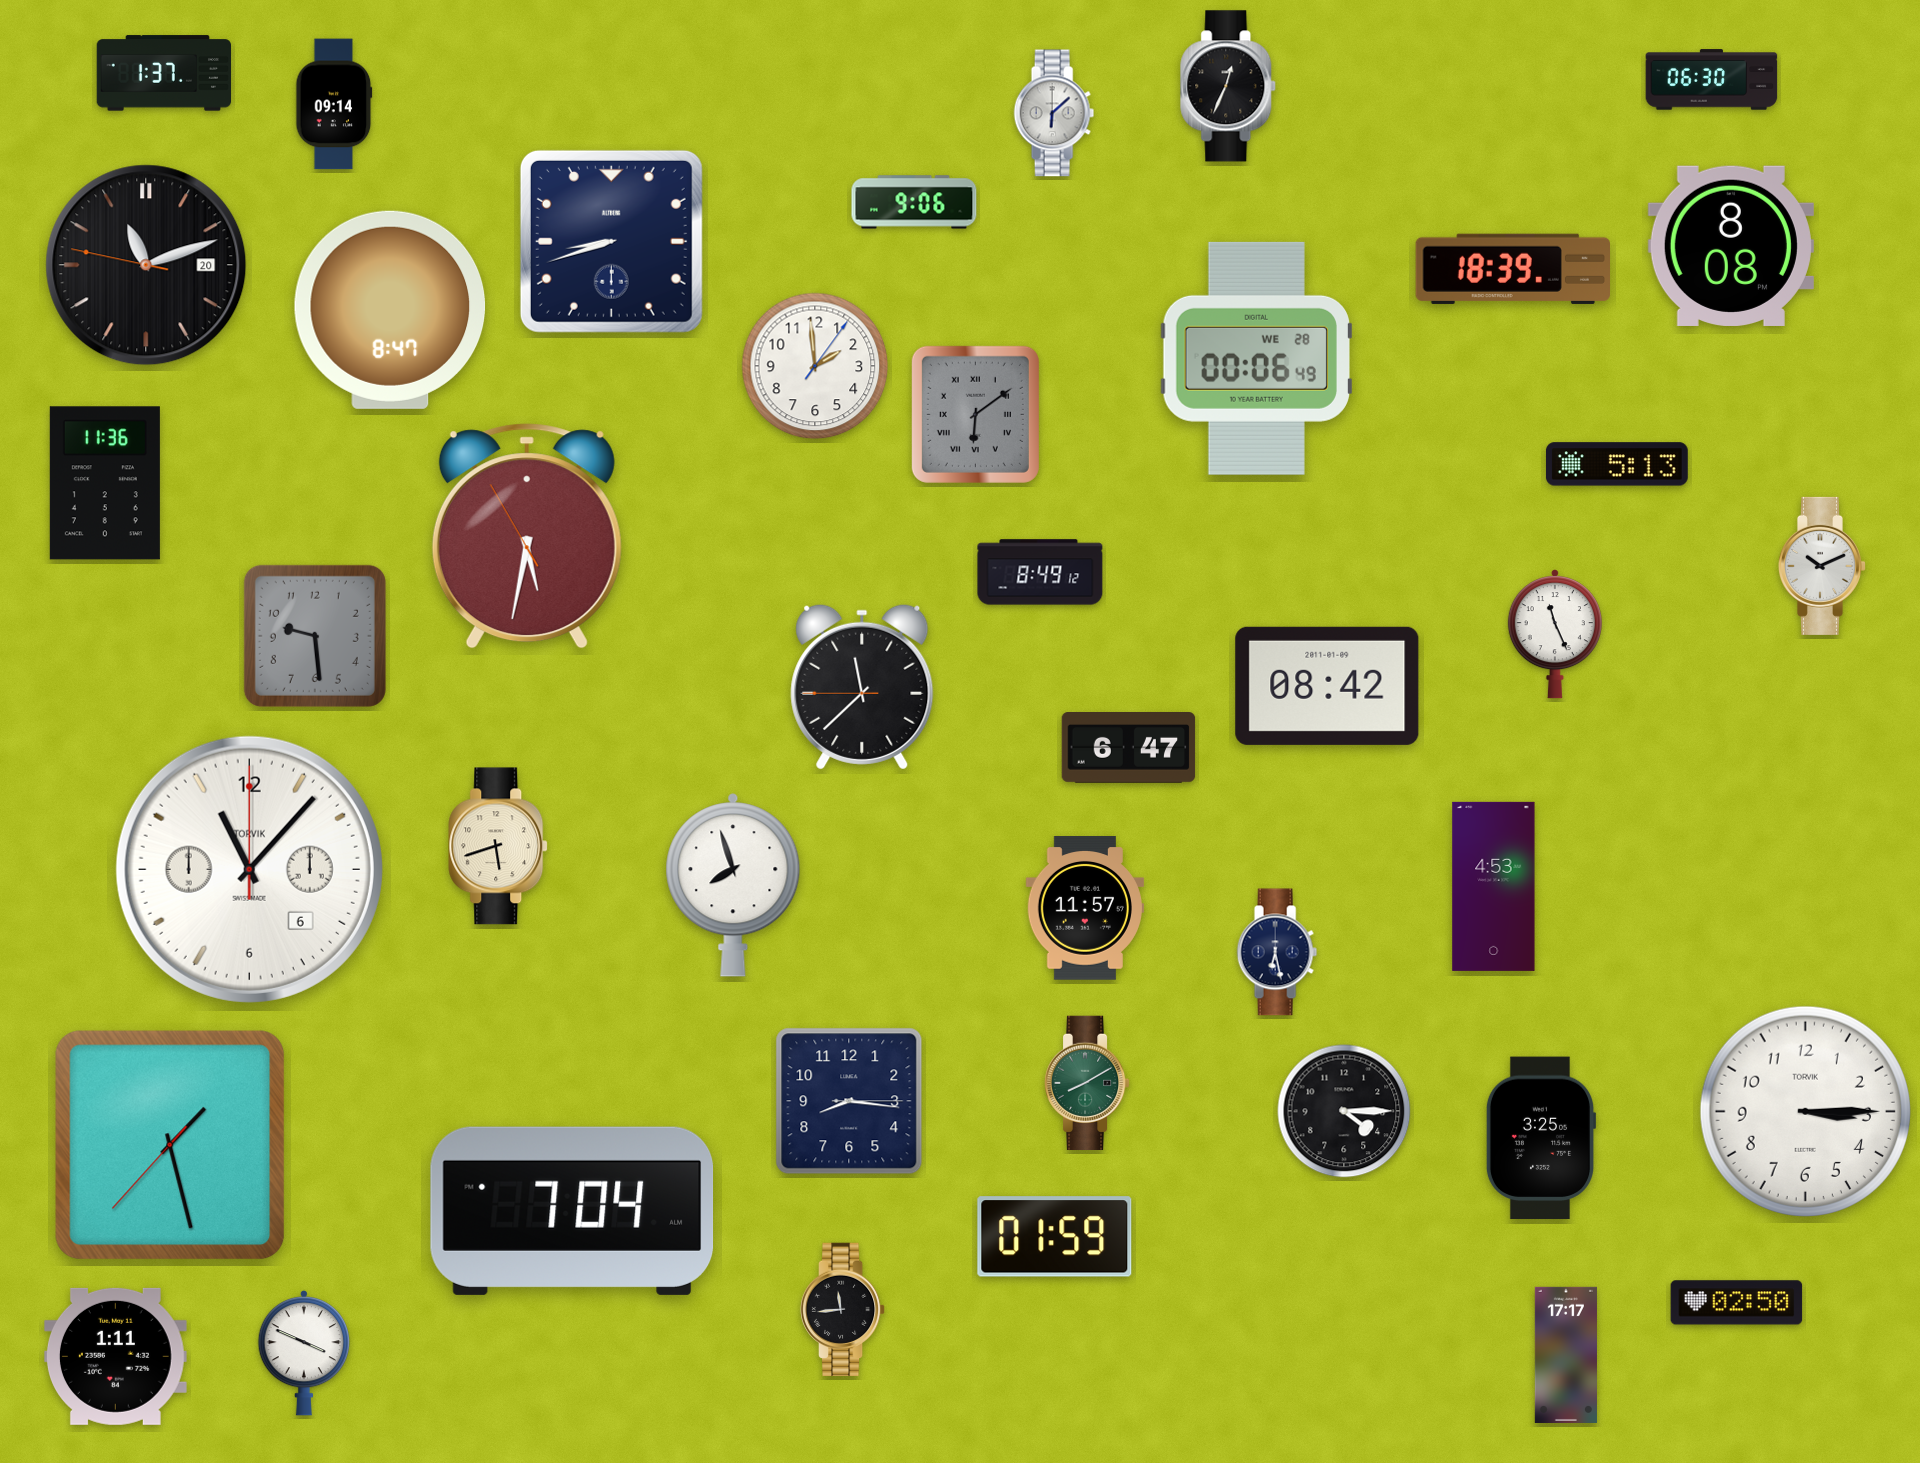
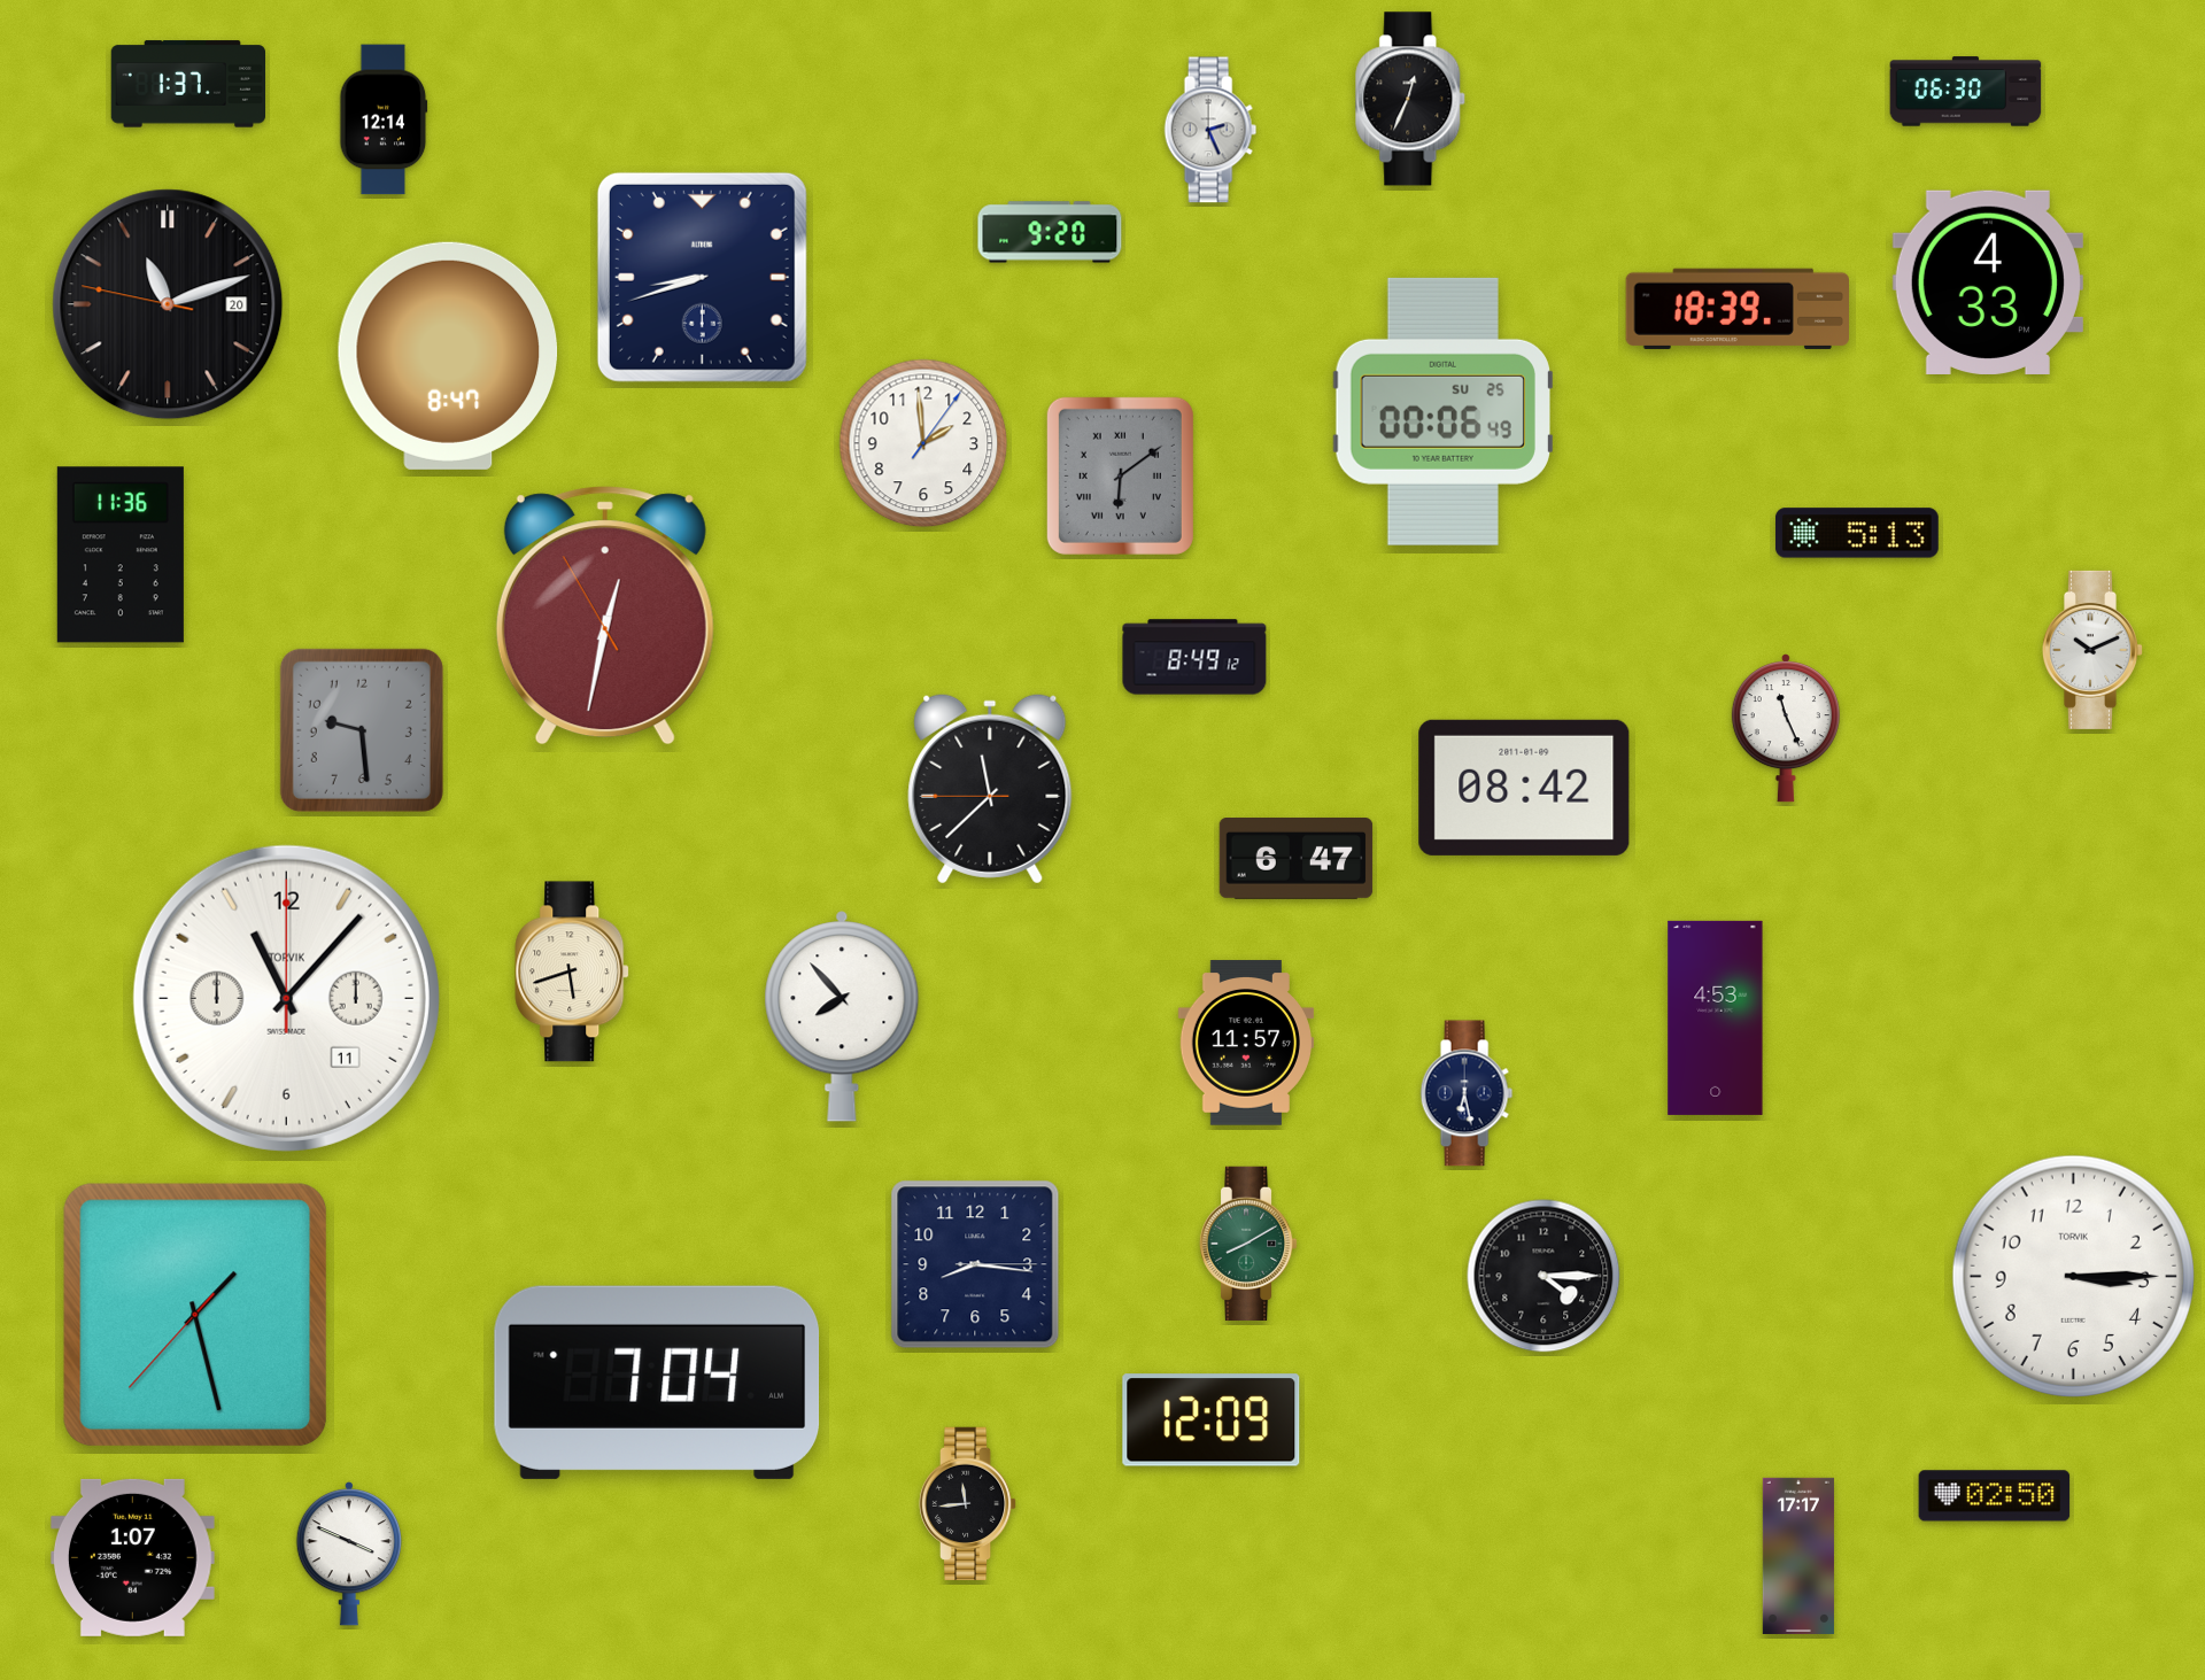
clock at (334, 104): 09:14 -> 12:14
clock at (1054, 113): 6:08 -> 2:26
clock at (914, 202): 9:06 -> 9:20
clock at (1731, 245): 8:08 -> 4:33
clock at (1256, 358) date: WE 28 -> SU 25
clock at (815, 366) position: (815, 366) -> (923, 443)
clock at (527, 536): 5:31 -> 12:31
clock at (249, 869) date: 6 -> 11
clock at (733, 885): 7:57 -> 7:53
clock at (1541, 1138): 3:25 -> none
clock at (572, 1211) position: (572, 1211) -> (657, 1383)
clock at (1055, 1237): 01:59 -> 12:09
clock at (115, 1356): 1:11 -> 1:07
